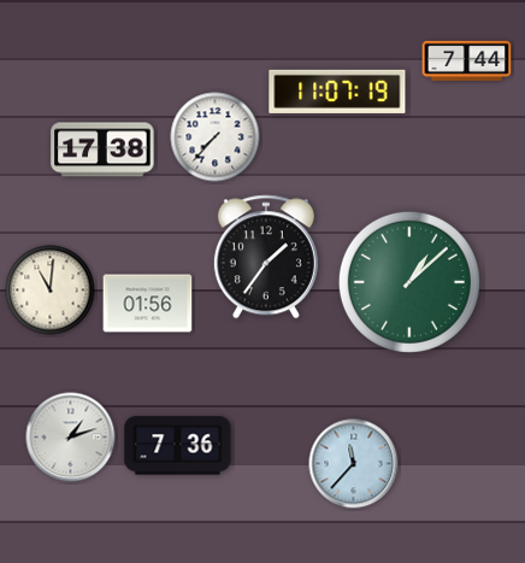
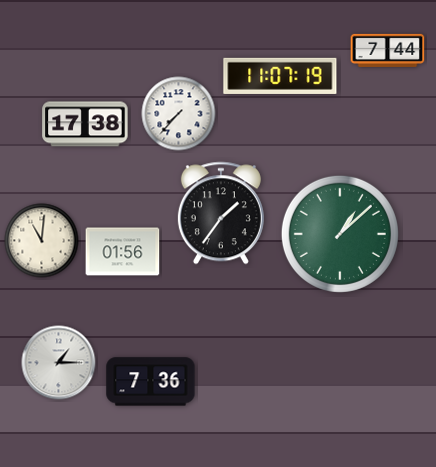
clock at (71, 438): 1:12 -> 1:15
clock at (178, 446) position: (178, 446) -> (151, 382)
clock at (354, 464): 11:37 -> none
